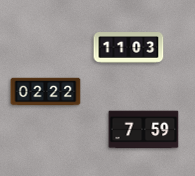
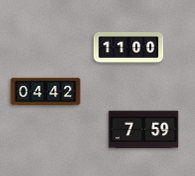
clock at (129, 48): 11:03 -> 11:00
clock at (46, 92): 02:22 -> 04:42
